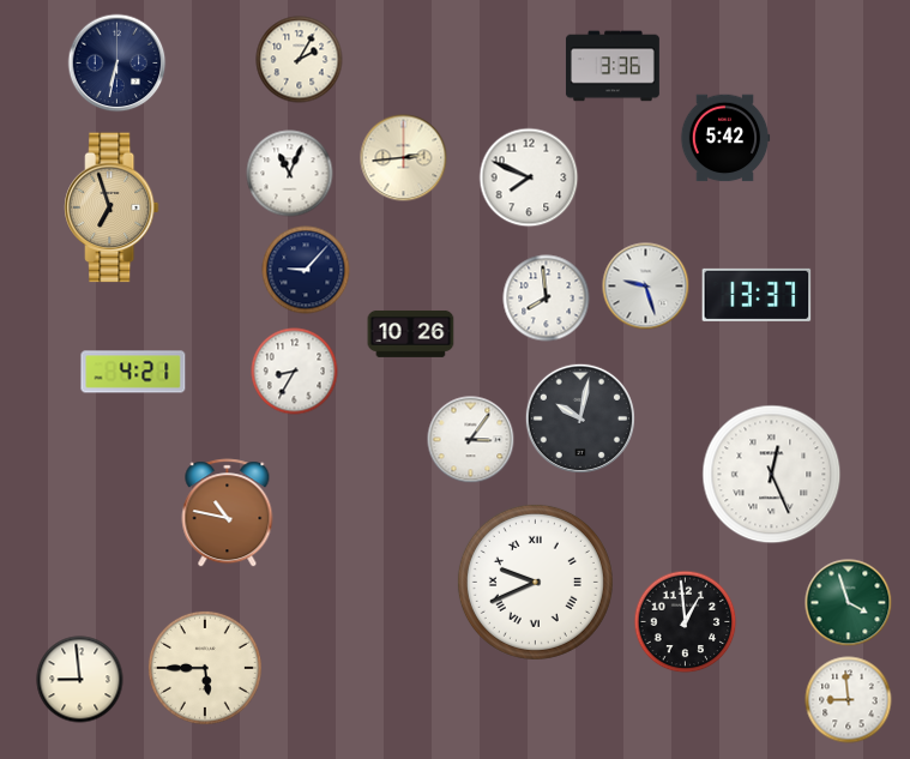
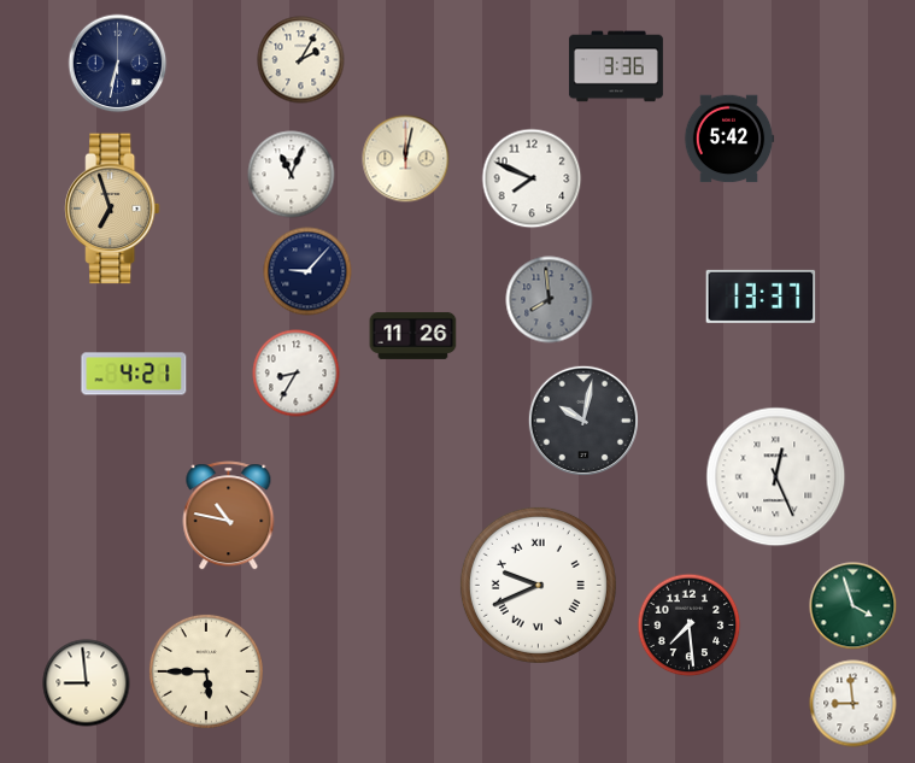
clock at (404, 158): 2:44 -> 12:02
clock at (646, 287): 9:27 -> none
clock at (547, 299) dial: white -> grey
clock at (411, 335): 10:26 -> 11:26
clock at (471, 440): 3:06 -> none
clock at (686, 622): 12:59 -> 7:29
clock at (80, 680) position: (80, 680) -> (87, 683)
